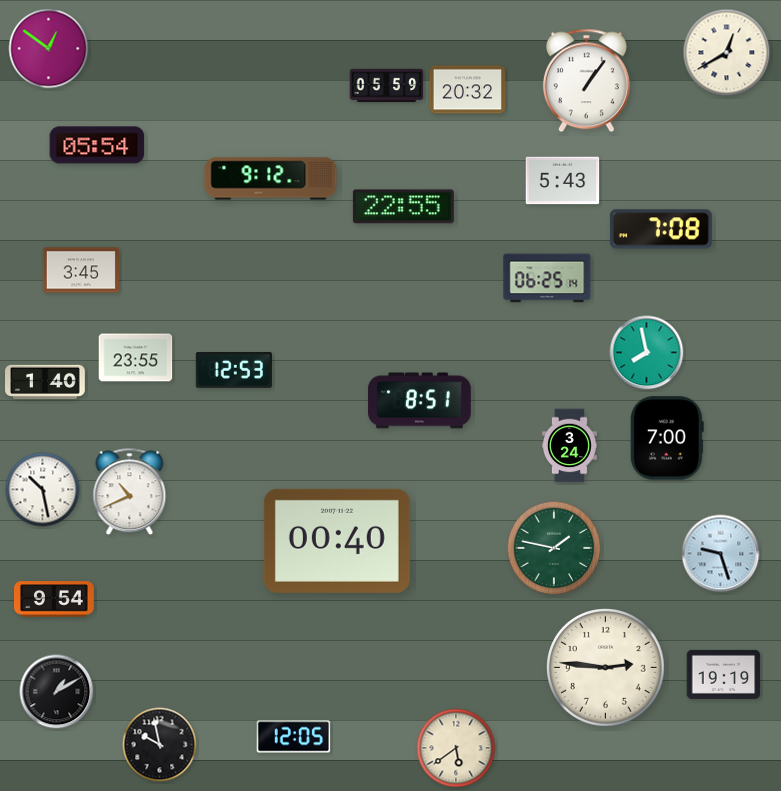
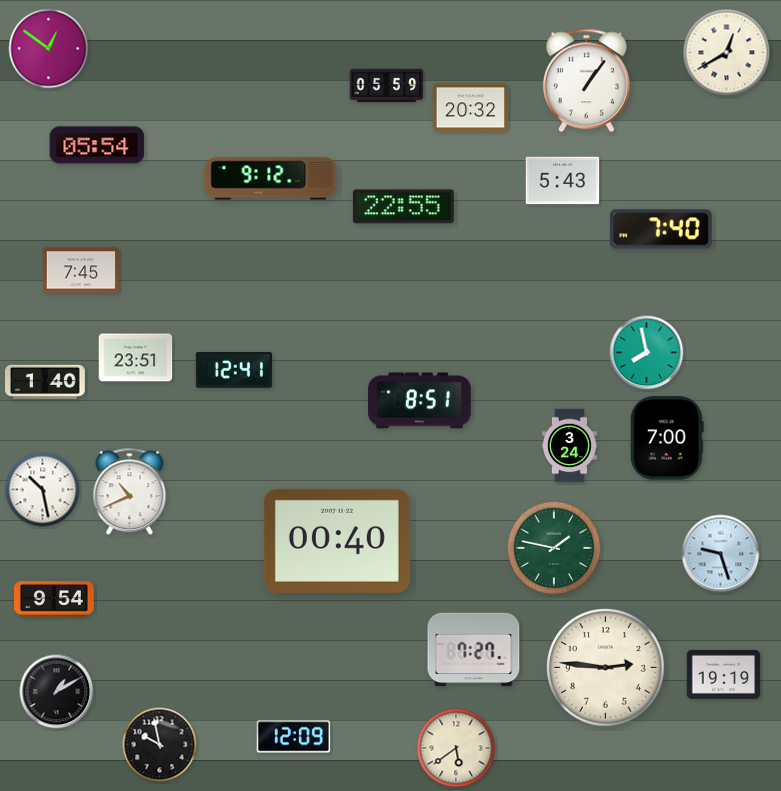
clock at (468, 90) position: (468, 90) -> (471, 108)
clock at (661, 229): 7:08 -> 7:40
clock at (80, 270): 3:45 -> 7:45
clock at (547, 278): 06:25 -> none
clock at (136, 358): 23:55 -> 23:51
clock at (234, 370): 12:53 -> 12:41
clock at (474, 650): none -> 7:27
clock at (294, 737): 12:05 -> 12:09
